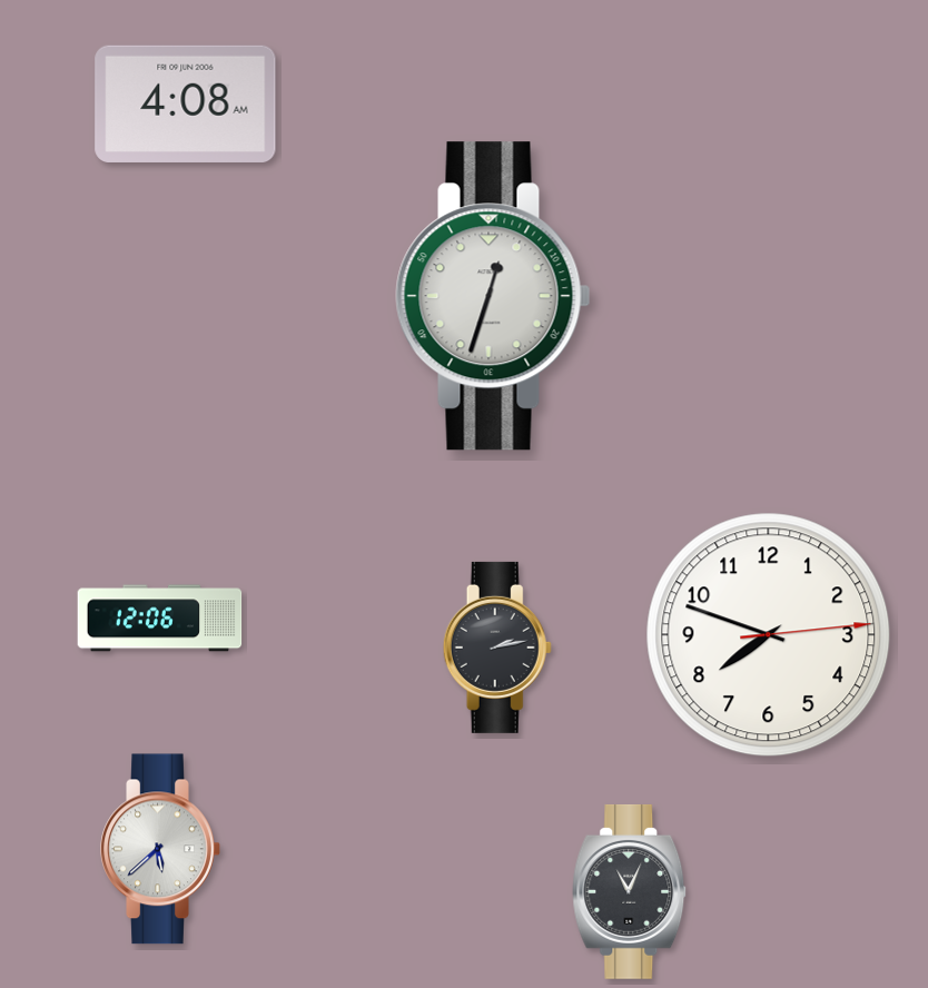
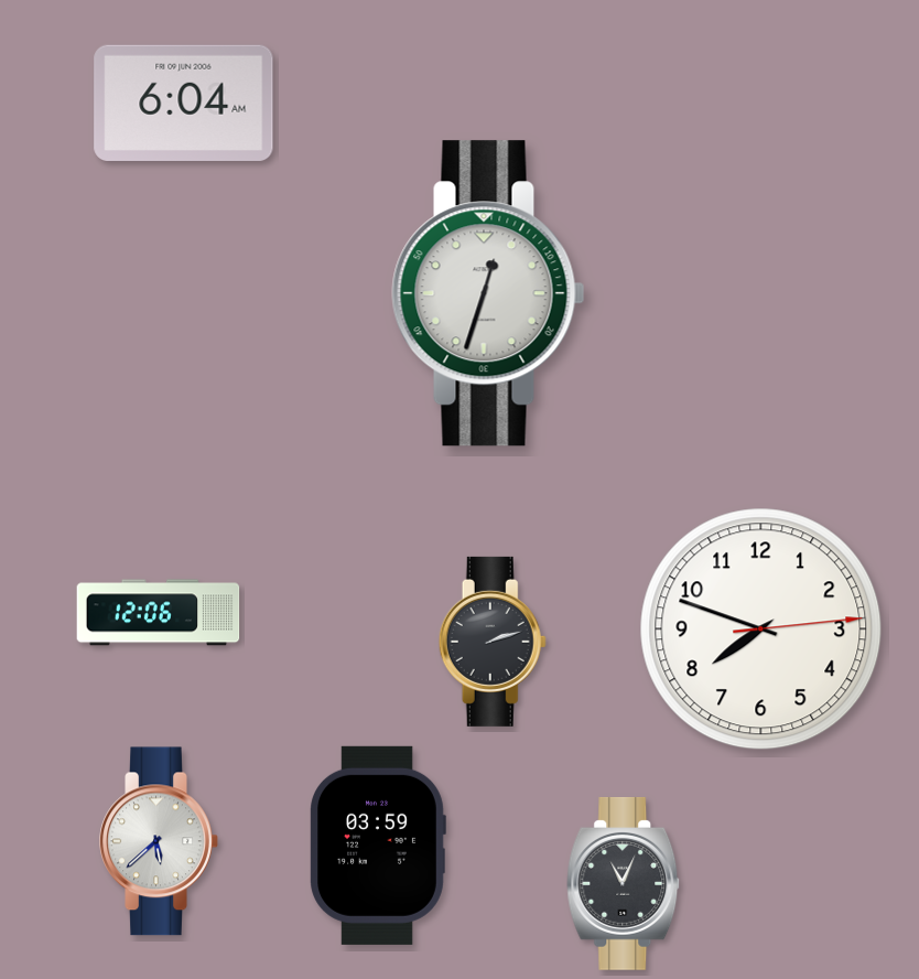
clock at (186, 103): 4:08 -> 6:04
clock at (497, 648): 2:13 -> 2:12
clock at (378, 846): none -> 03:59
